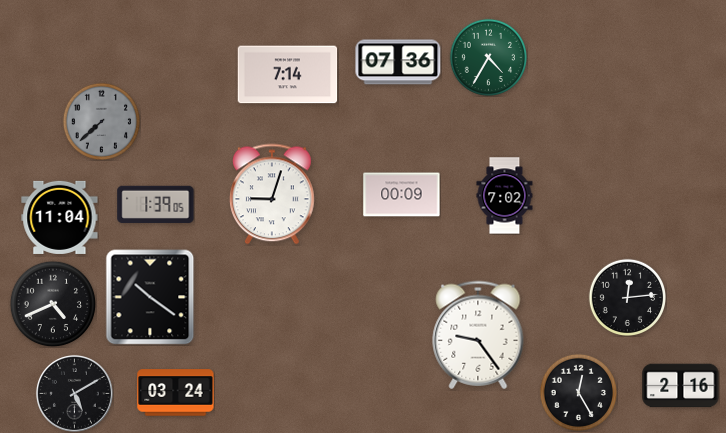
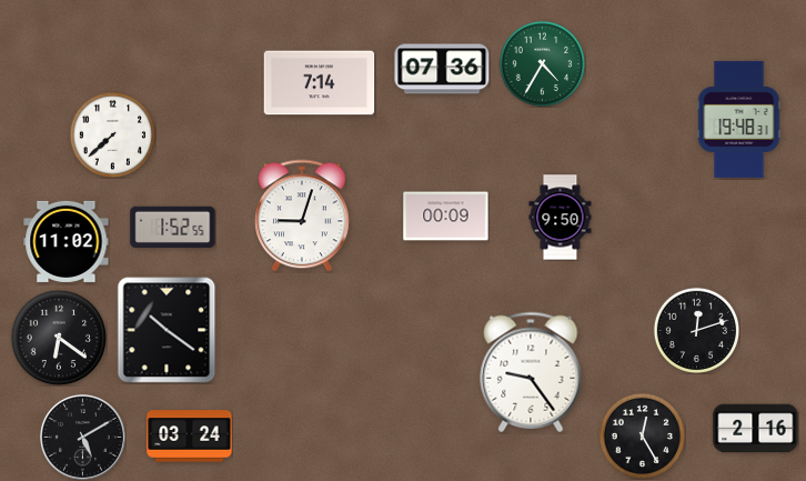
clock at (739, 119): none -> 19:48
clock at (101, 121) dial: grey -> white
clock at (505, 196): 7:02 -> 9:50
clock at (156, 204): 1:39 -> 1:52
clock at (60, 217): 11:04 -> 11:02
clock at (627, 297): 12:14 -> 12:12
clock at (53, 304): 4:41 -> 6:21
clock at (176, 393) position: (176, 393) -> (190, 437)
